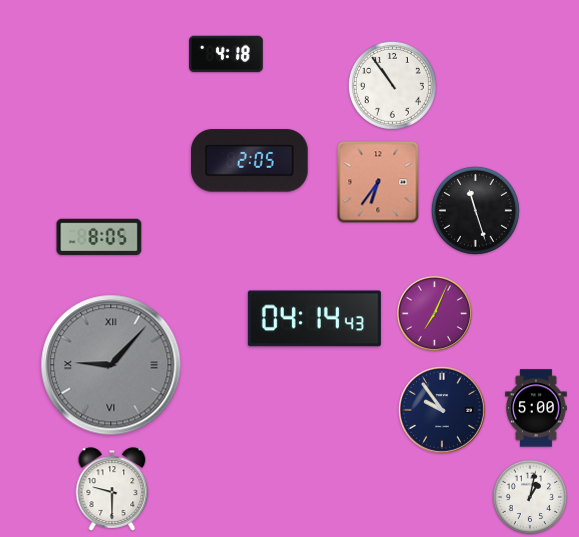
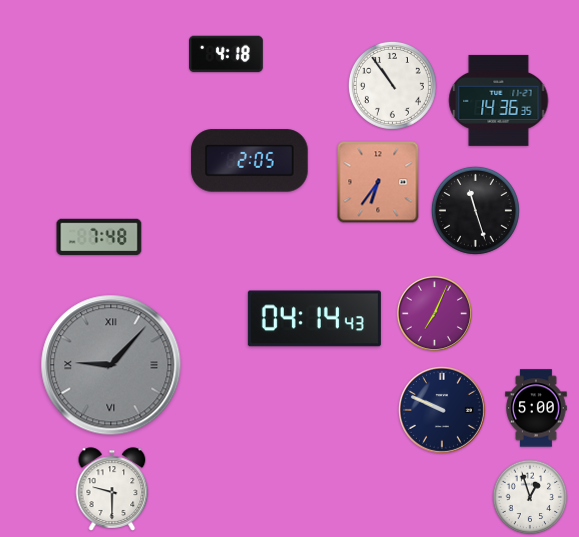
clock at (499, 100): none -> 14:36
clock at (99, 237): 8:05 -> 7:48
clock at (442, 410): 9:54 -> 9:49
clock at (530, 497): 1:02 -> 12:57
